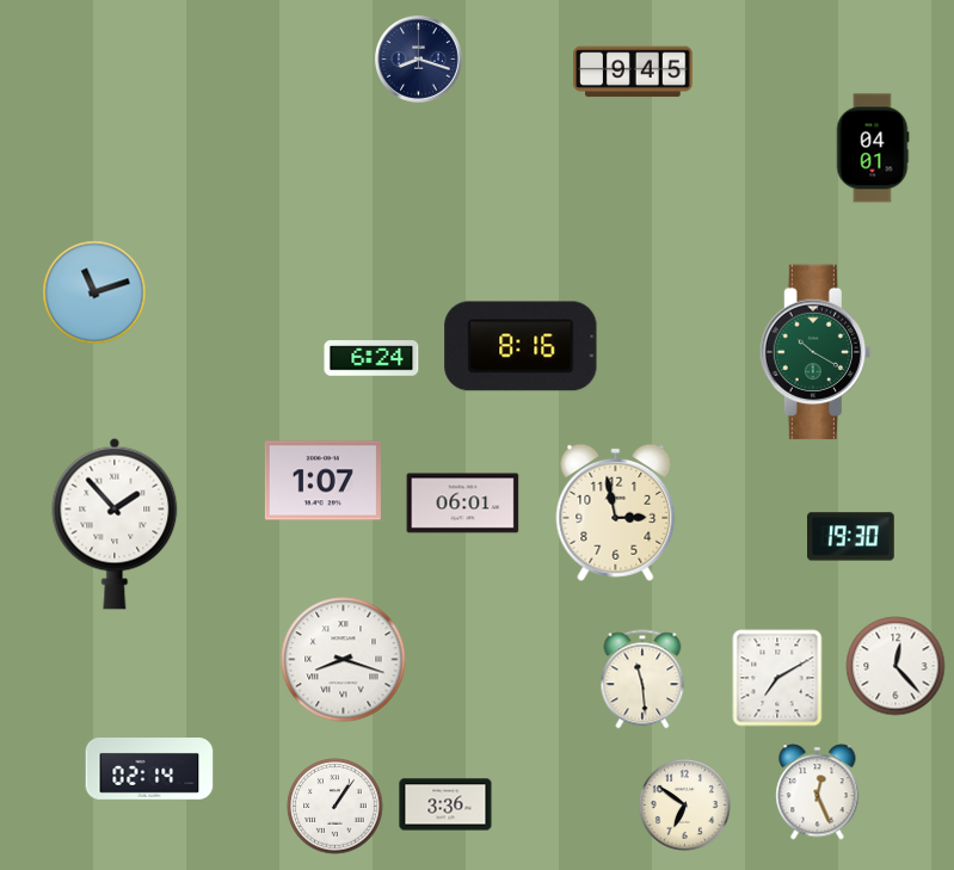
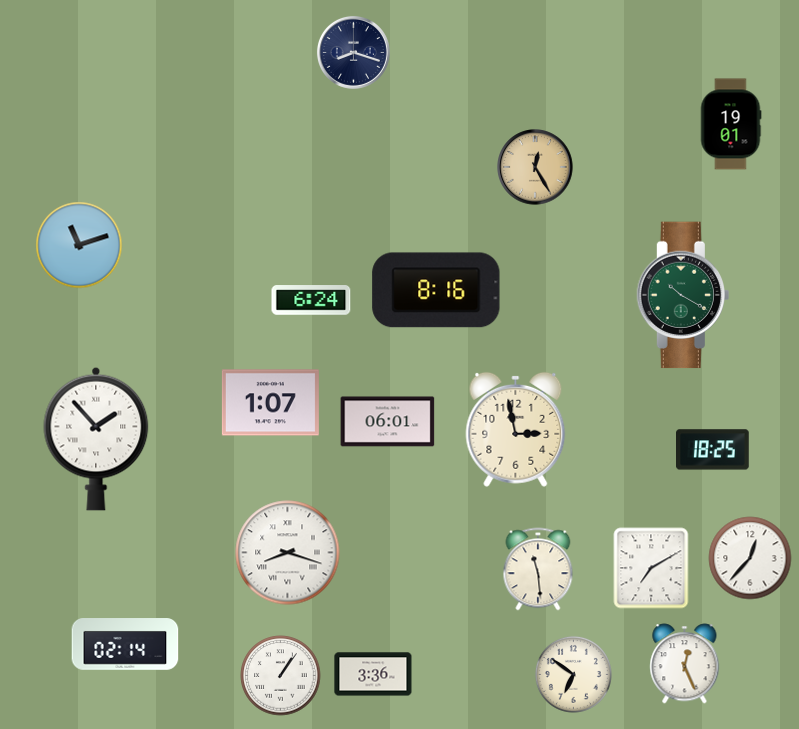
clock at (418, 58) position: (418, 58) -> (353, 52)
clock at (633, 72): 9:45 -> none
clock at (873, 148): 04:01 -> 19:01
clock at (535, 167): none -> 12:25
clock at (851, 537): 19:30 -> 18:25
clock at (895, 666): 12:23 -> 12:37
